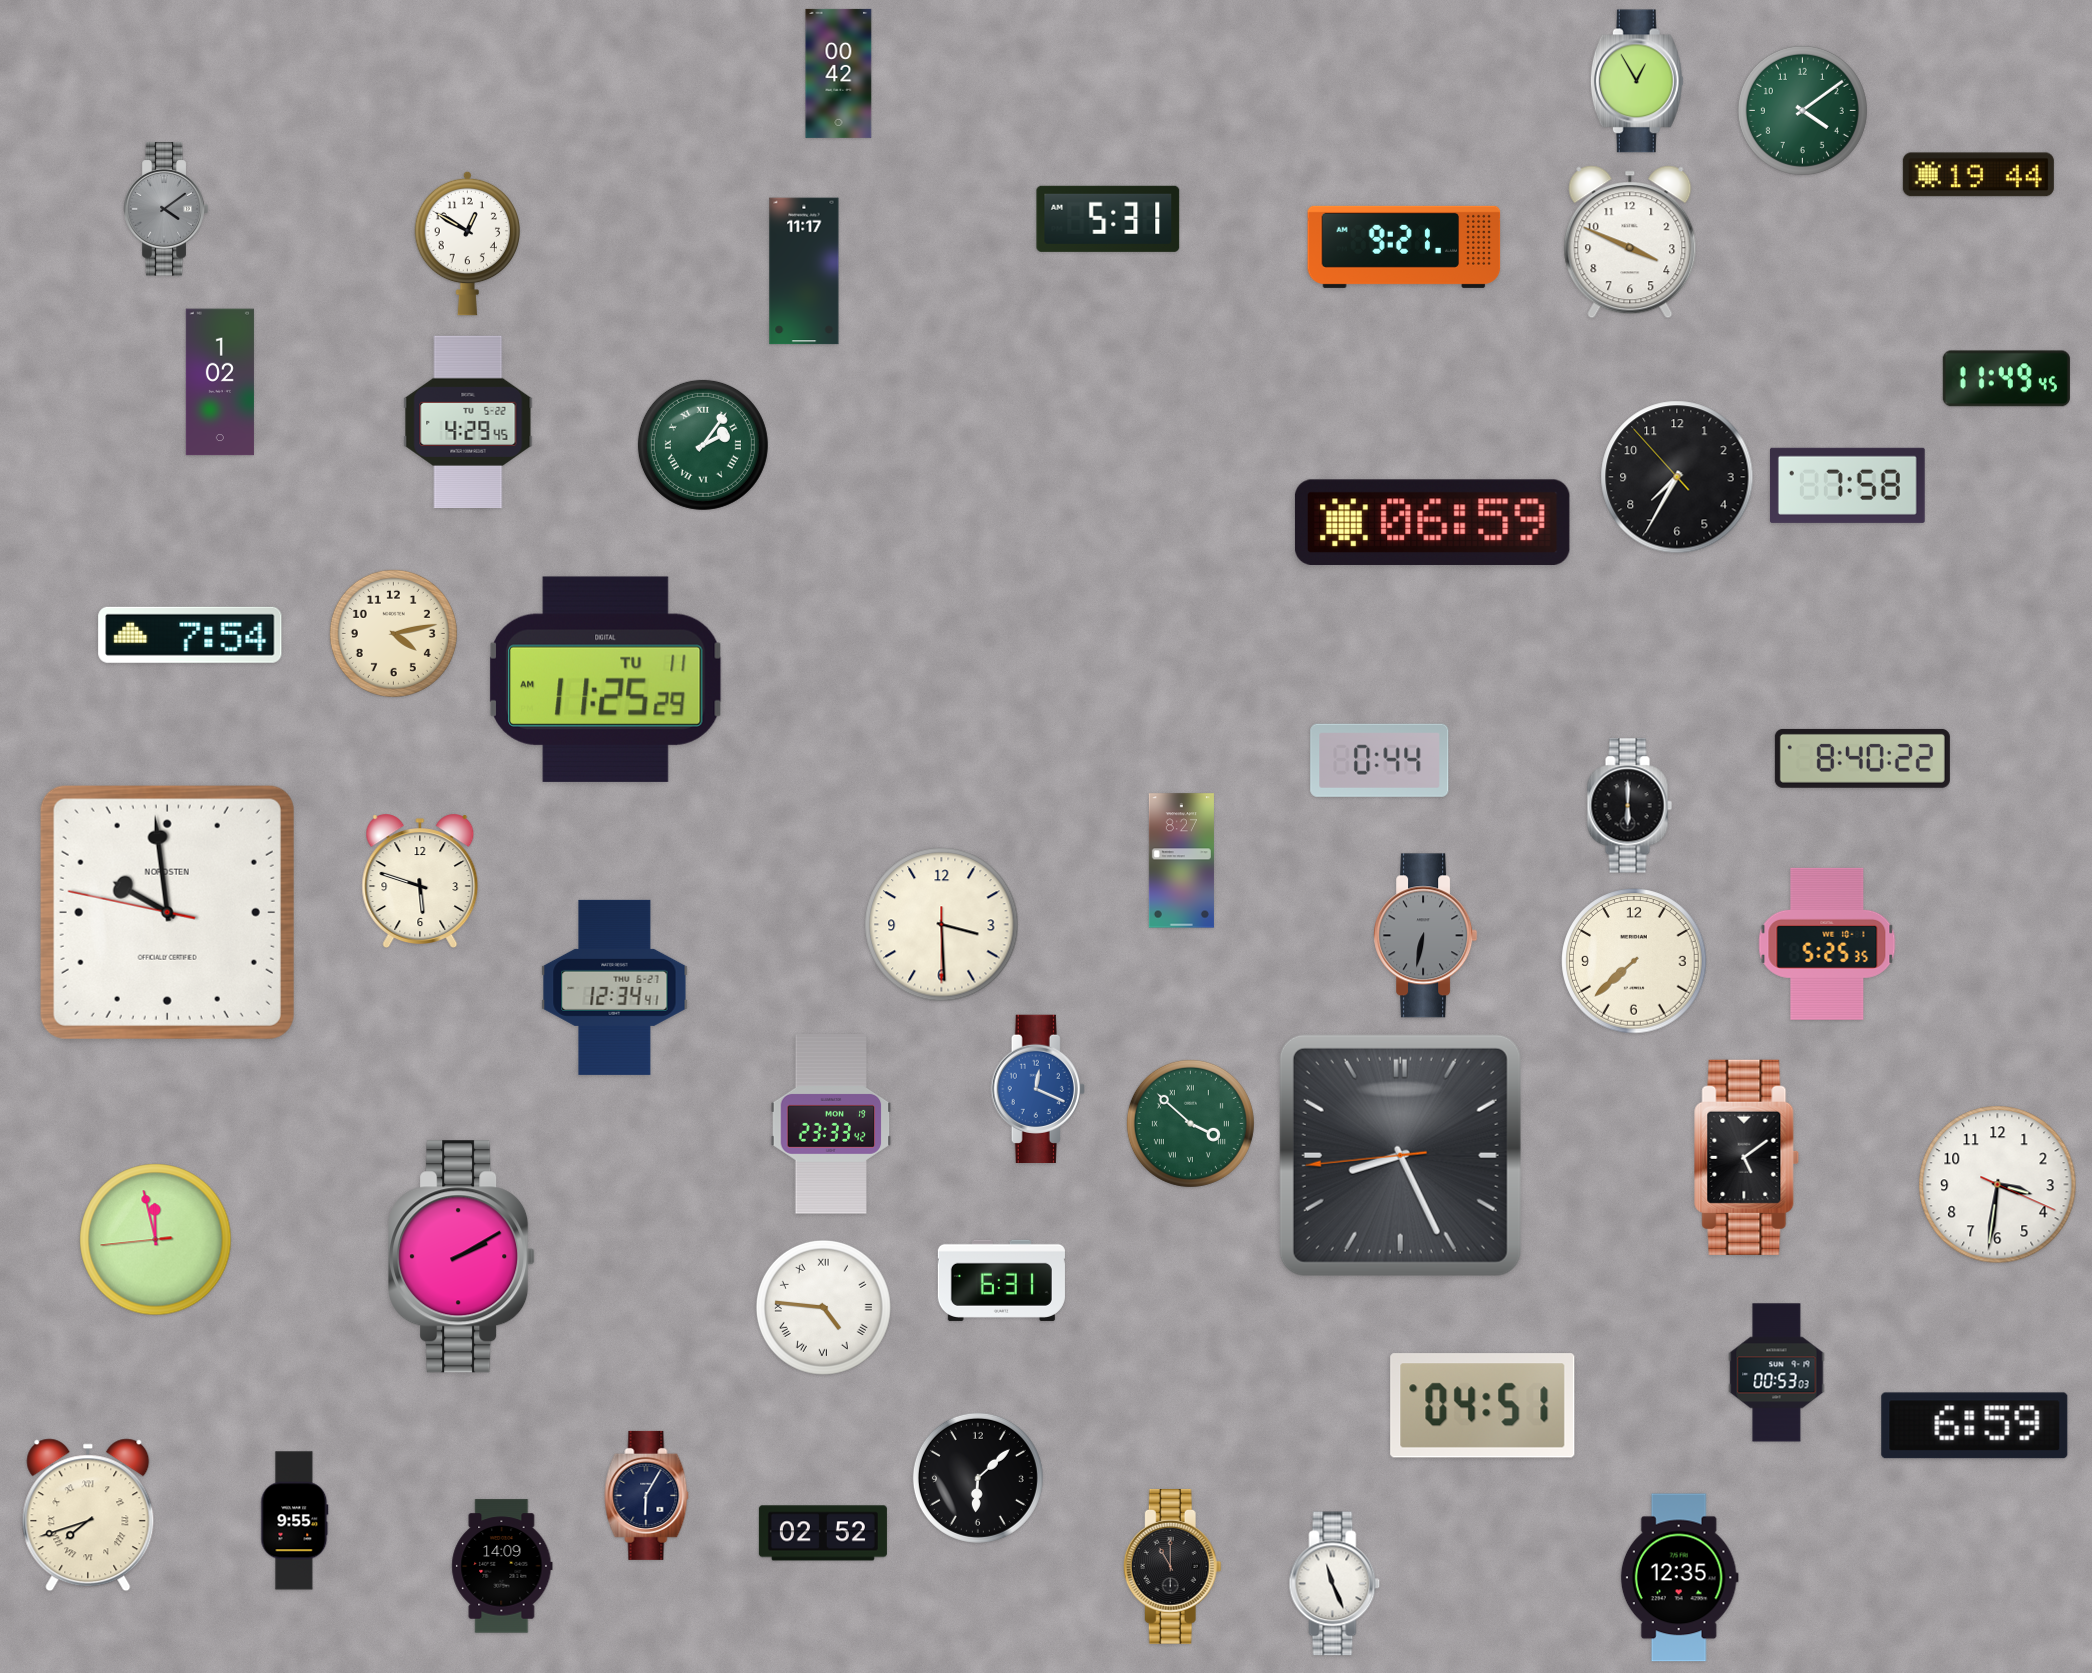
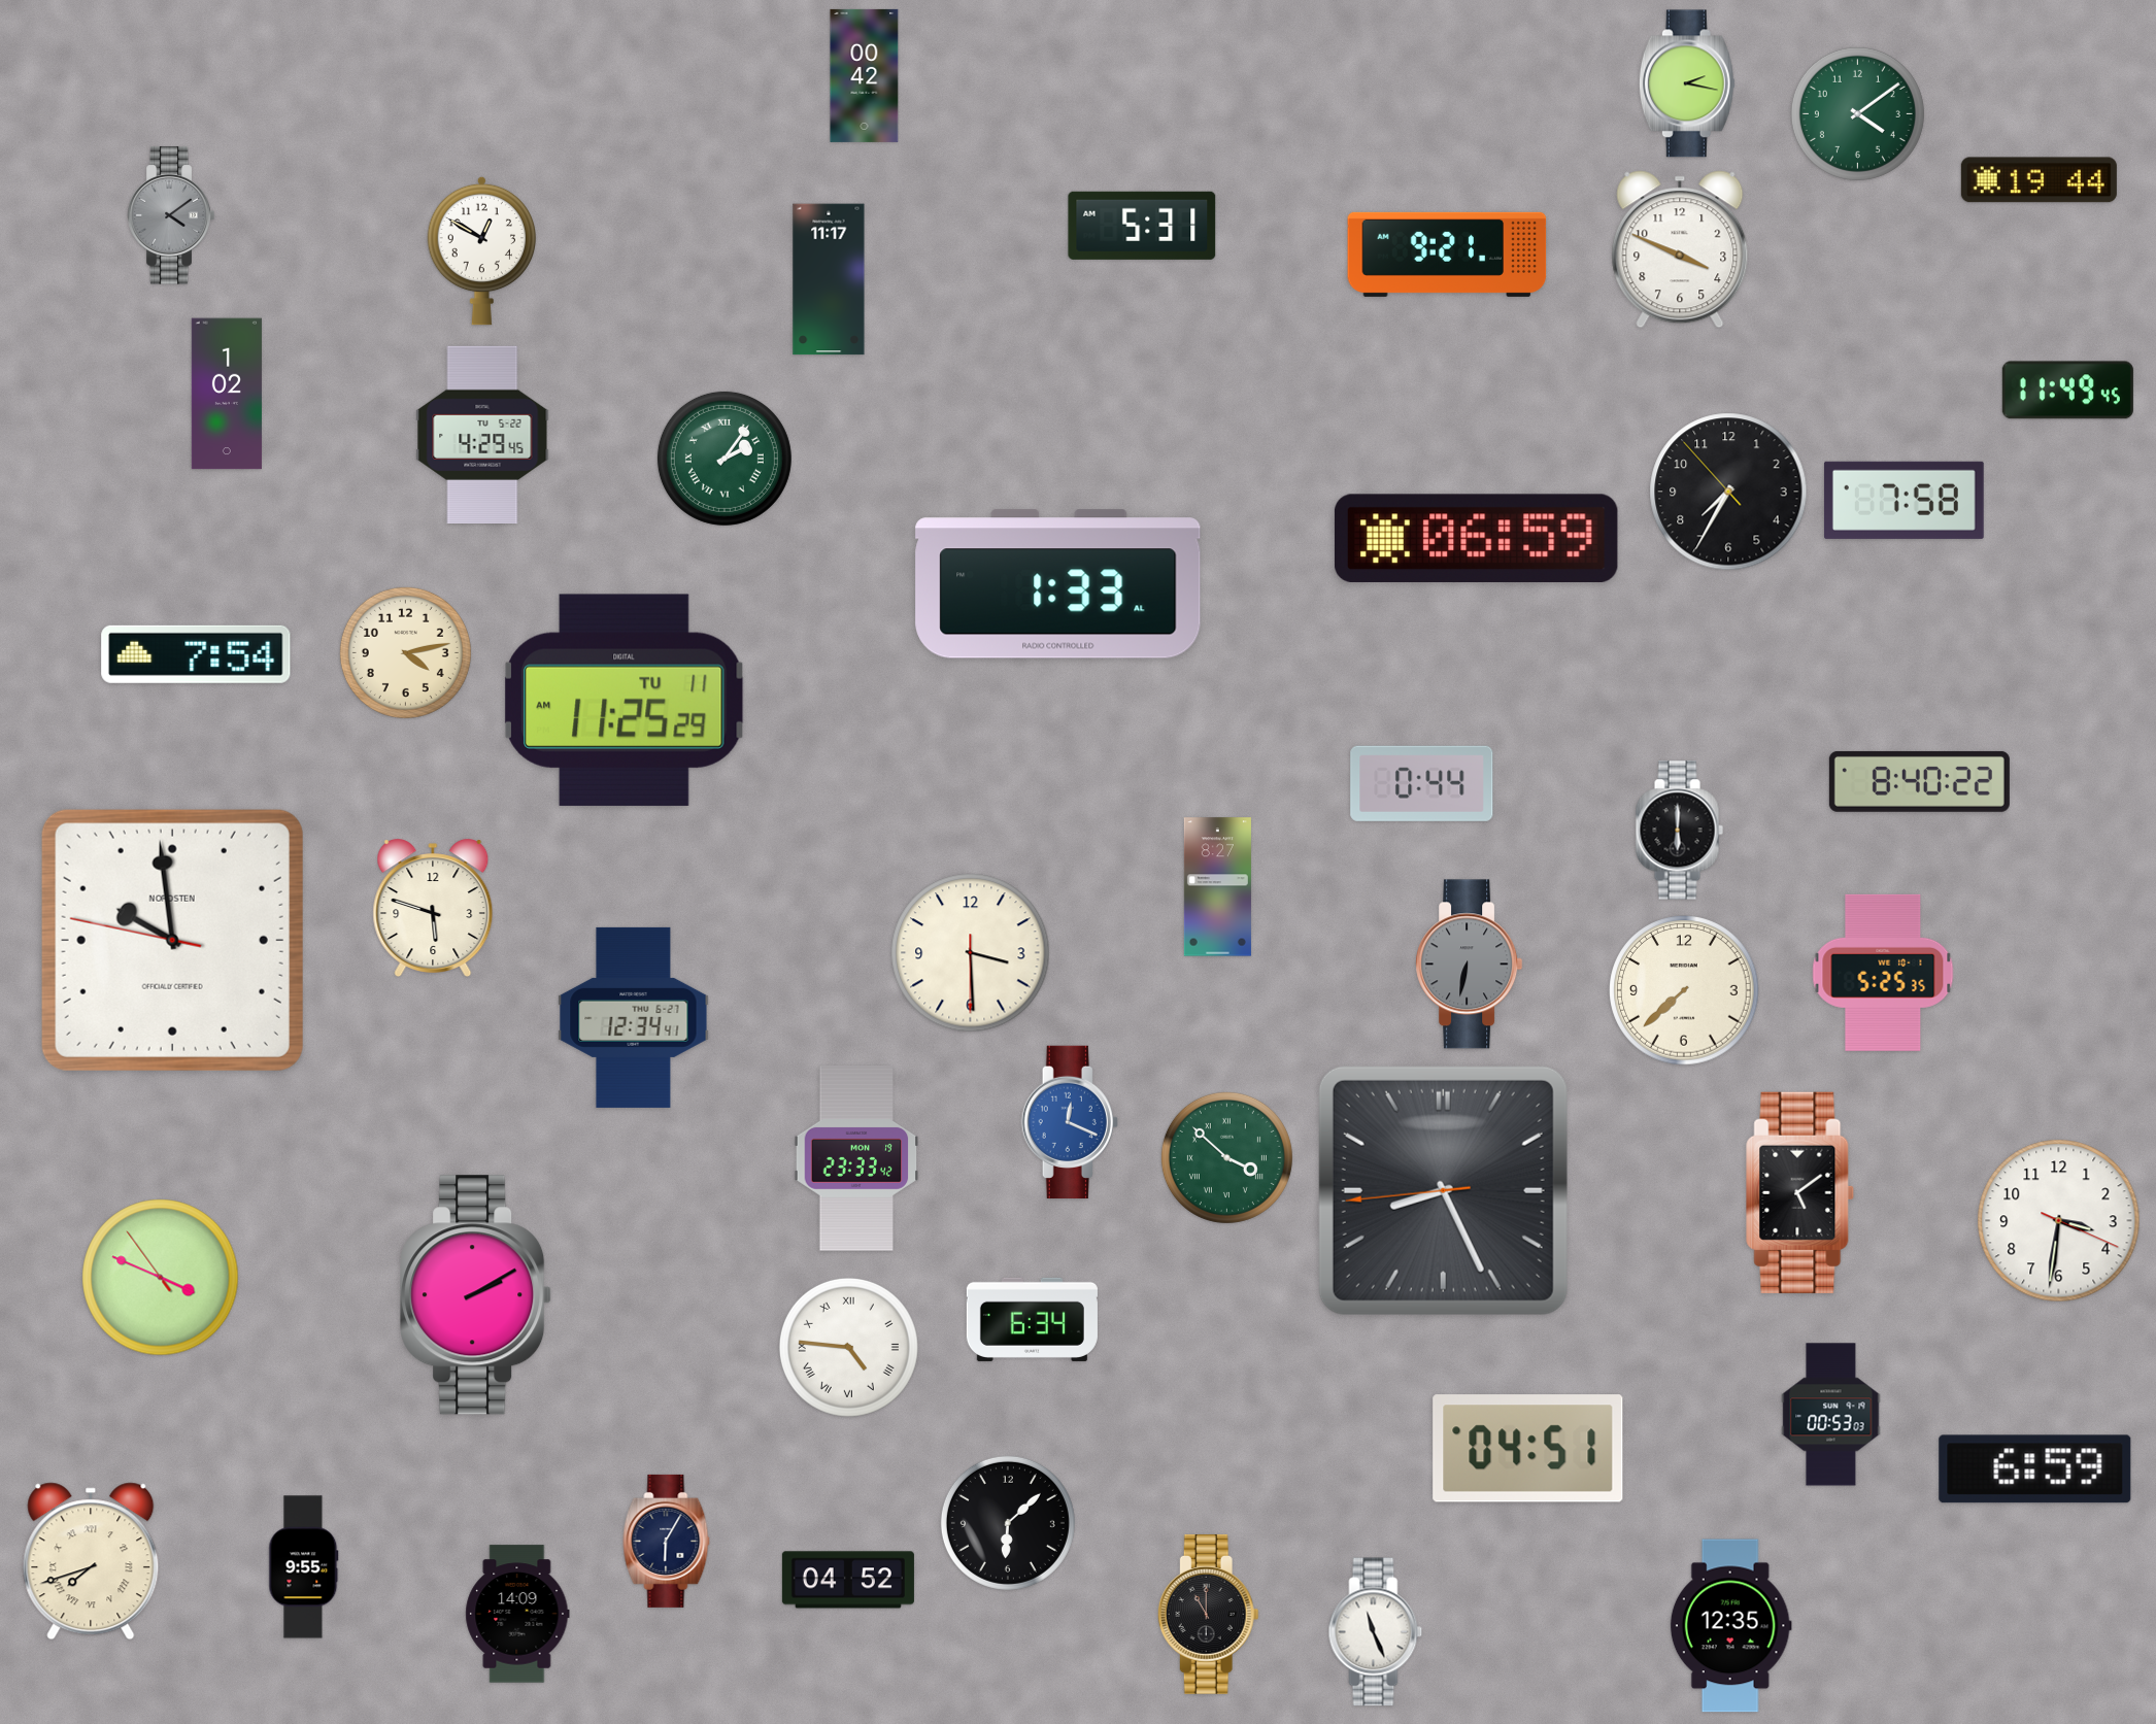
clock at (1637, 81): 12:55 -> 2:17
clock at (1058, 584): none -> 1:33
clock at (156, 1240): 11:57 -> 3:48
clock at (1001, 1280): 6:31 -> 6:34
clock at (823, 1533): 02:52 -> 04:52
